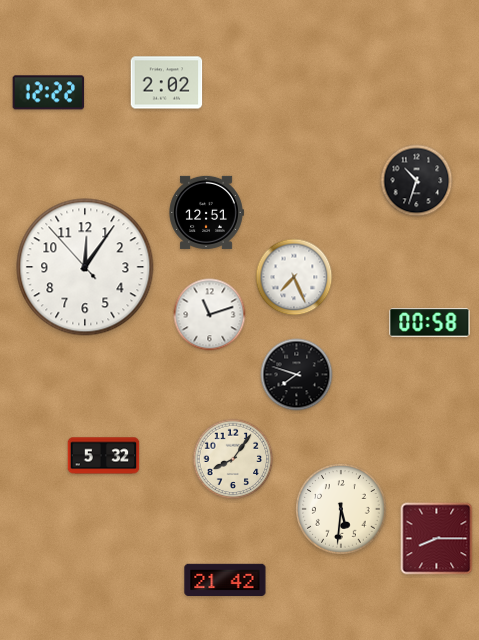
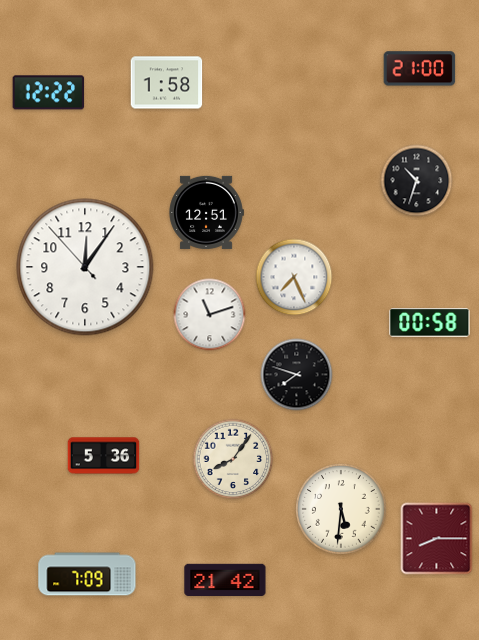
clock at (420, 69): none -> 21:00
clock at (167, 83): 2:02 -> 1:58
clock at (104, 456): 5:32 -> 5:36
clock at (87, 574): none -> 7:09
